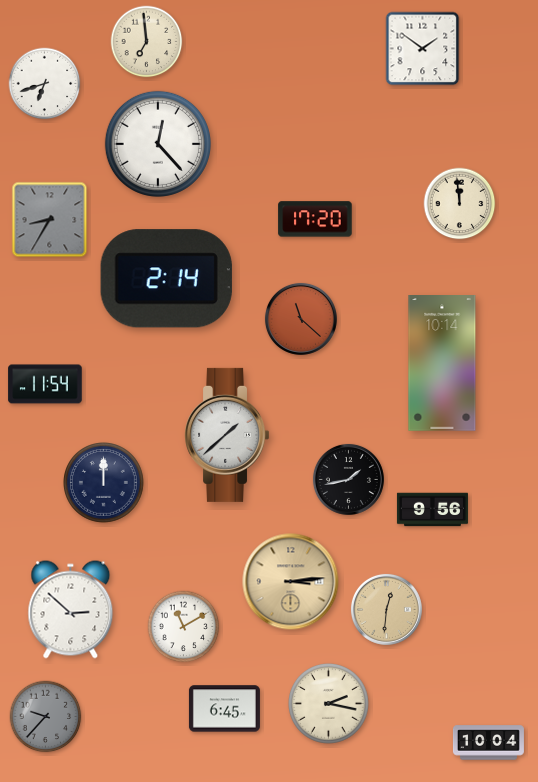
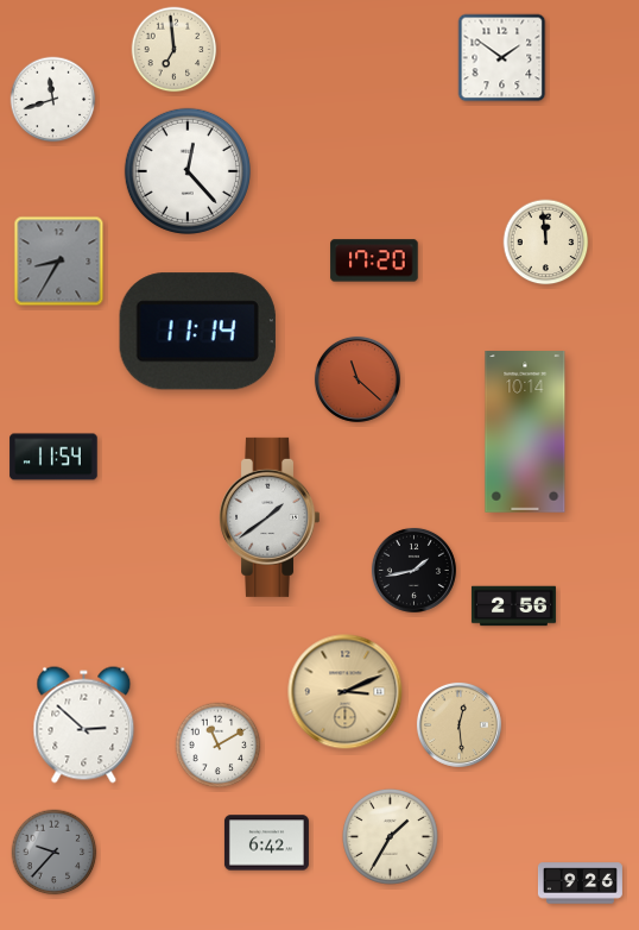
clock at (45, 84): 6:42 -> 11:42
clock at (166, 279): 2:14 -> 11:14
clock at (227, 435): 1:38 -> 1:39
clock at (104, 483): 12:00 -> none
clock at (432, 510): 9:56 -> 2:56
clock at (291, 582): 3:14 -> 3:11
clock at (386, 609): 12:31 -> 12:29
clock at (329, 704): 2:17 -> 1:35
clock at (224, 709): 6:45 -> 6:42
clock at (488, 743): 10:04 -> 9:26
